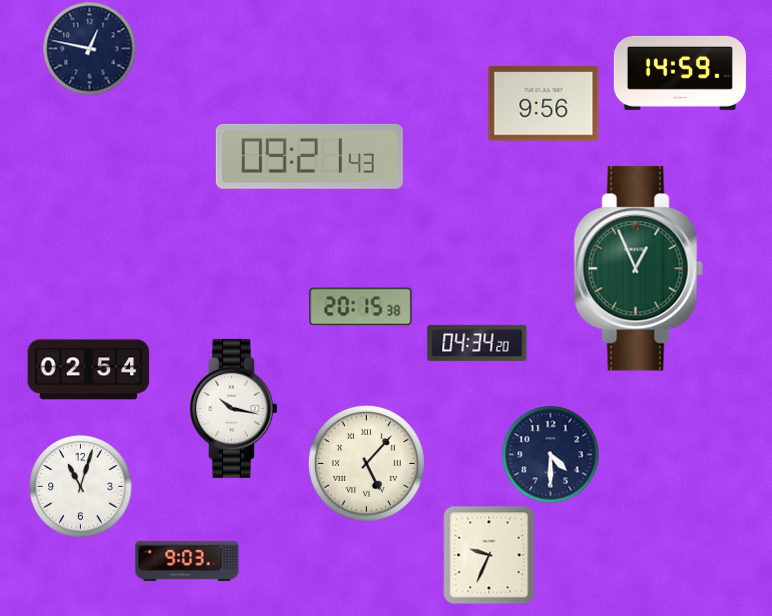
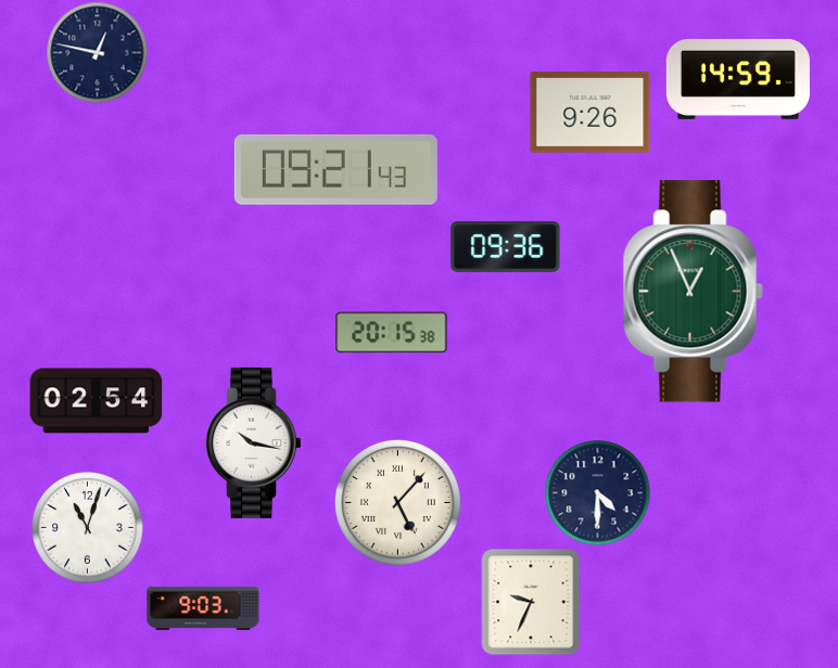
clock at (544, 104): 9:56 -> 9:26
clock at (506, 246): none -> 09:36
clock at (477, 343): 04:34 -> none
